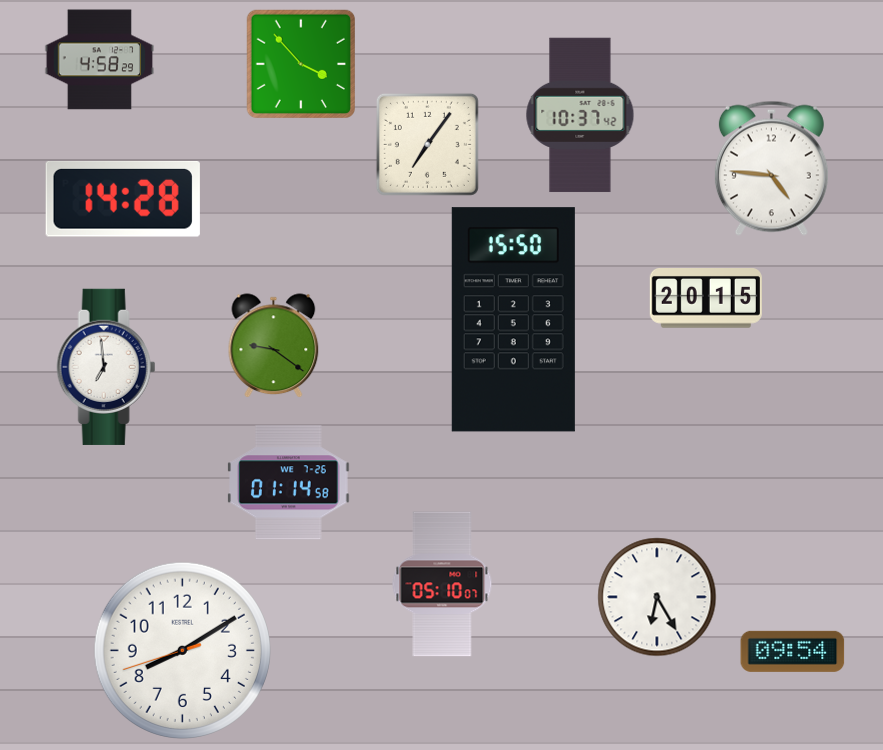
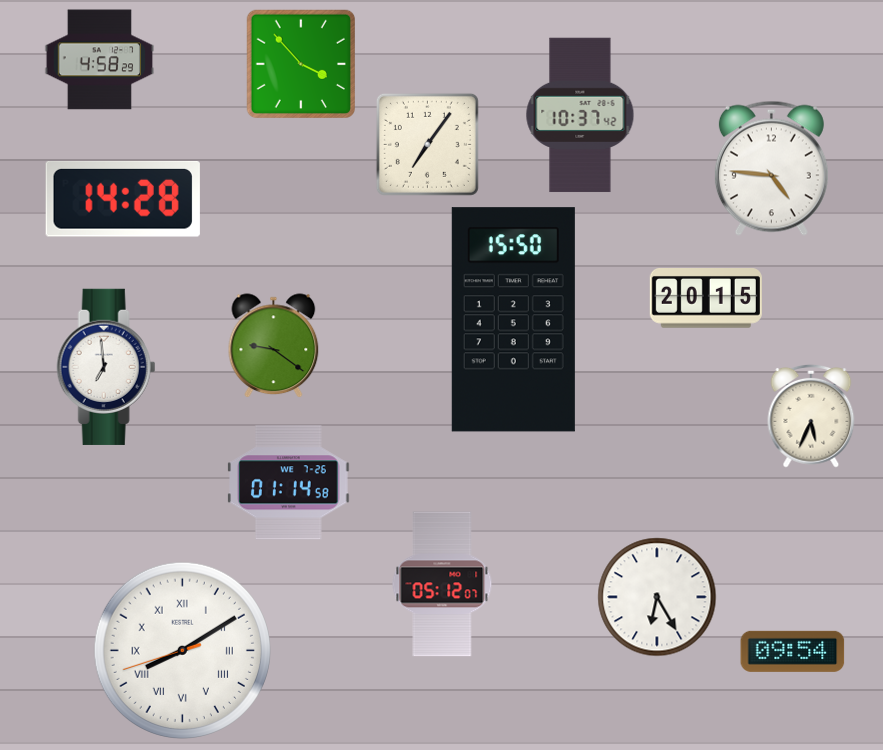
clock at (811, 416): none -> 5:34
clock at (442, 584): 05:10 -> 05:12
clock at (182, 650) numerals: Arabic -> Roman
